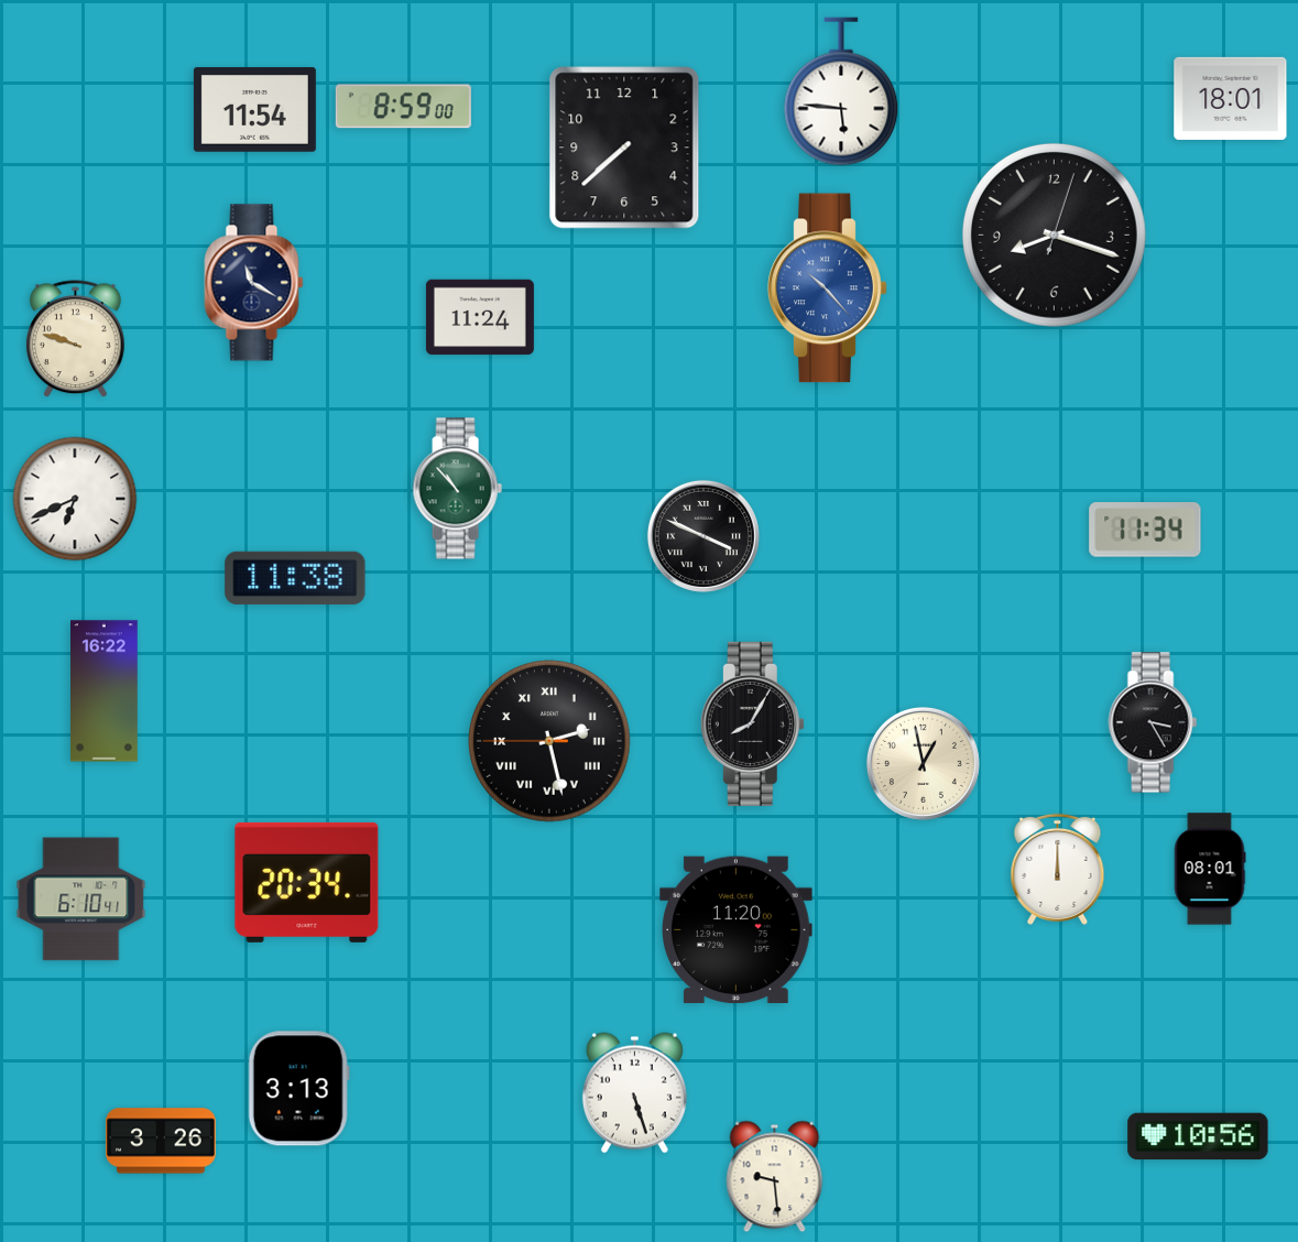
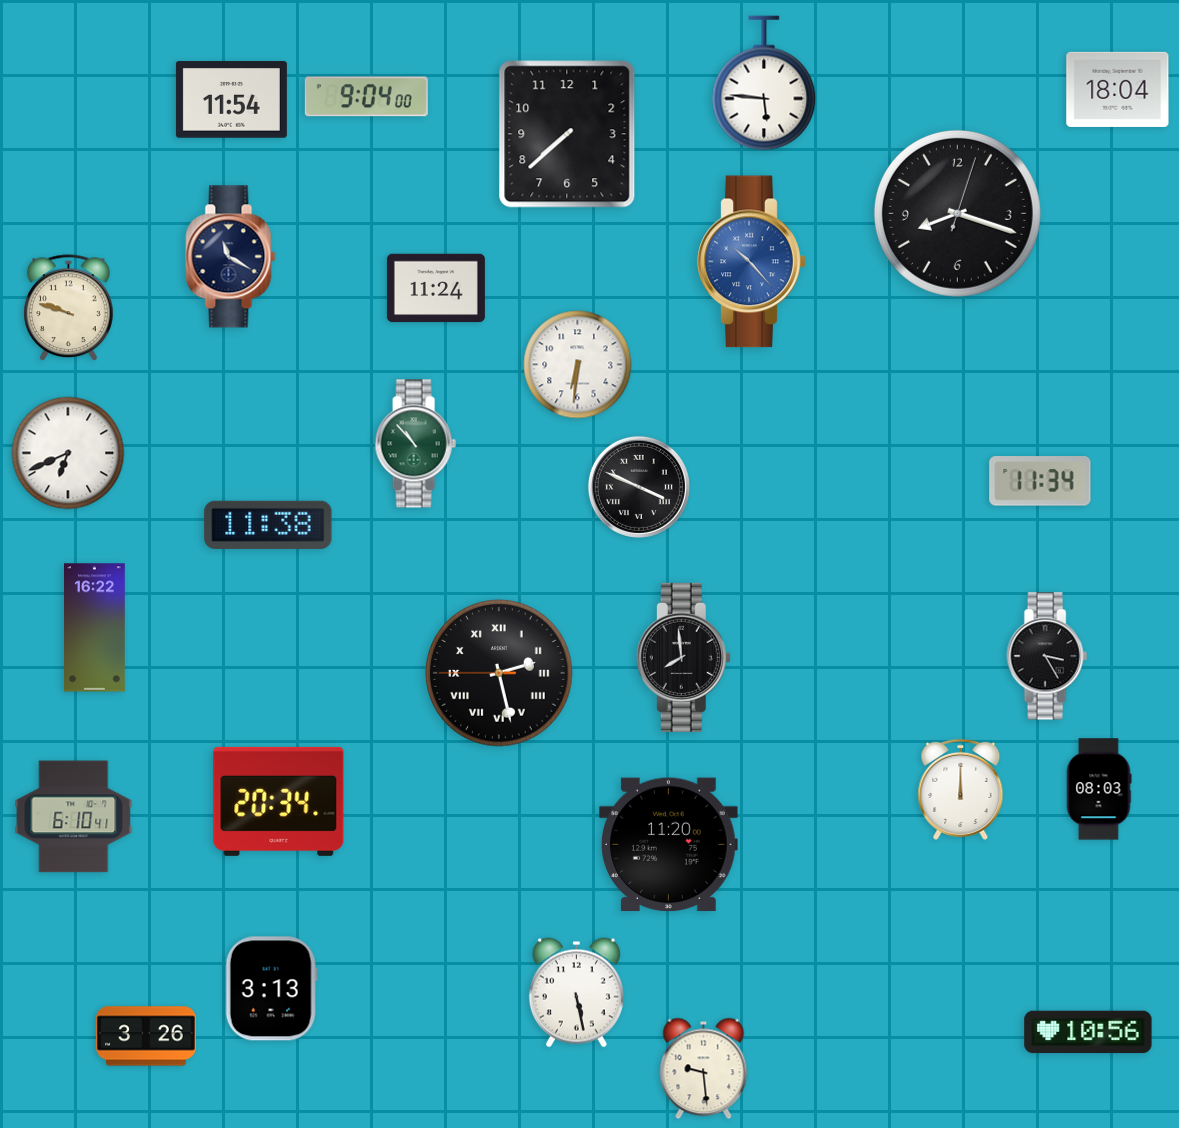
clock at (1231, 98): 18:01 -> 18:04
clock at (403, 107): 8:59 -> 9:04
clock at (578, 365): none -> 6:31
clock at (752, 723): 8:05 -> 7:59
clock at (923, 763): 12:58 -> none
clock at (1210, 869): 08:01 -> 08:03
clock at (634, 1093): 5:27 -> 5:28
